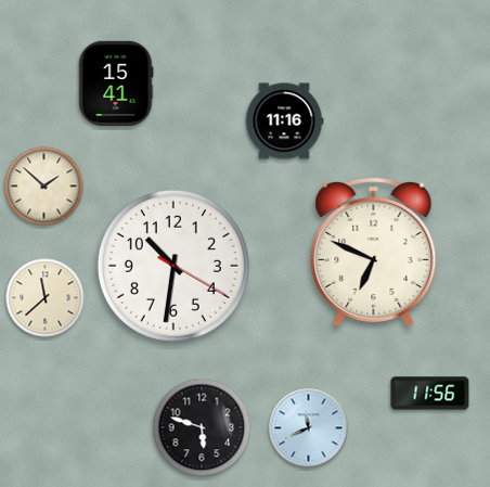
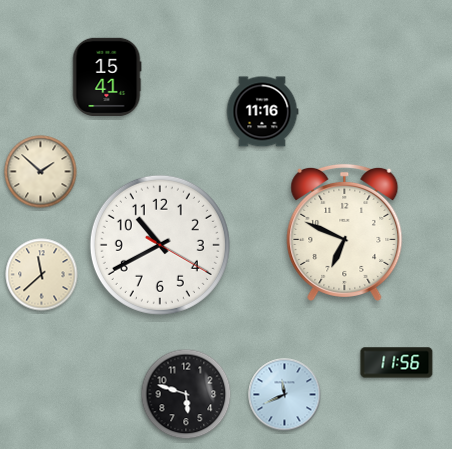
clock at (173, 266): 10:31 -> 10:40
